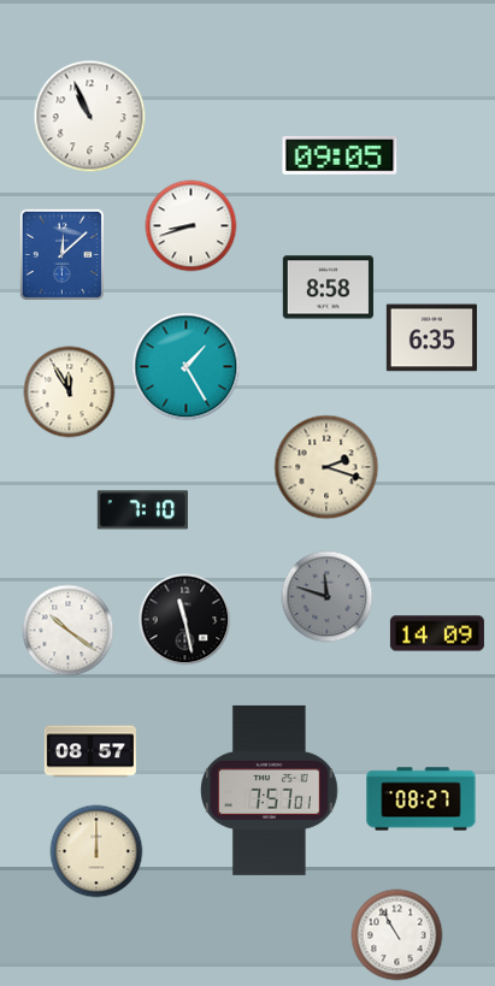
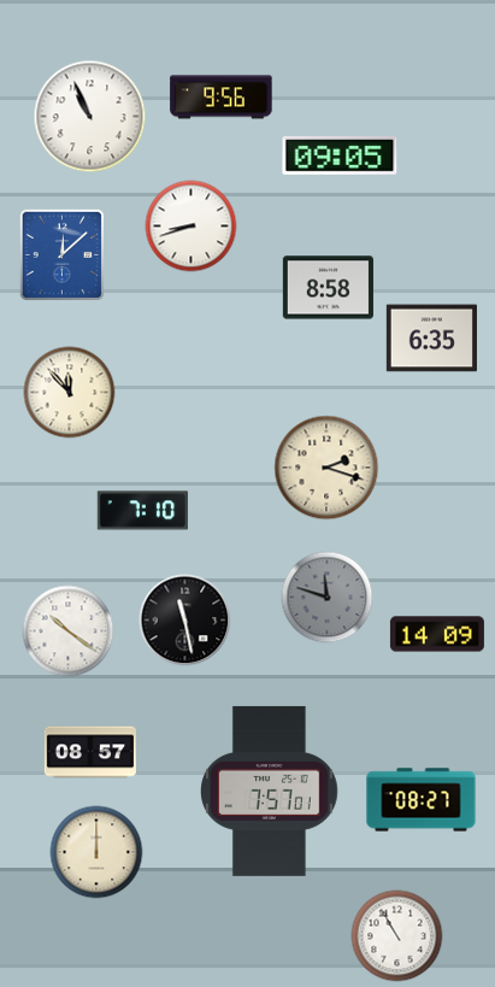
clock at (222, 98): none -> 9:56
clock at (187, 367): 1:25 -> none
clock at (70, 392): 11:55 -> 11:53
